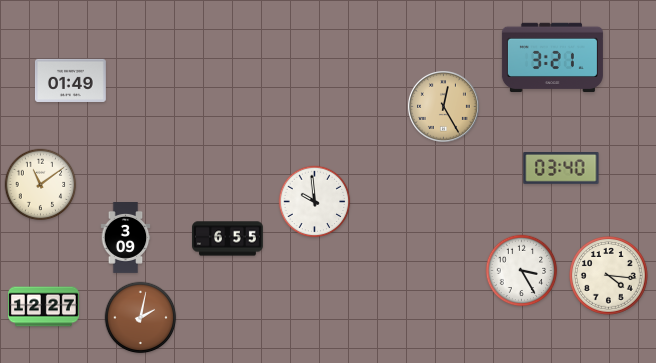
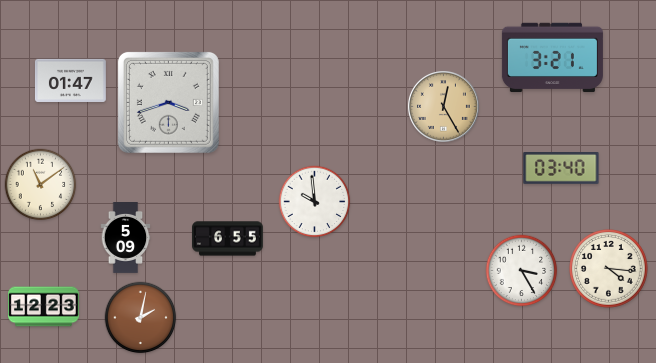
clock at (70, 80): 01:49 -> 01:47
clock at (168, 102): none -> 3:42
clock at (126, 238): 3:09 -> 5:09
clock at (609, 276) position: (609, 276) -> (609, 269)
clock at (44, 307): 12:27 -> 12:23
